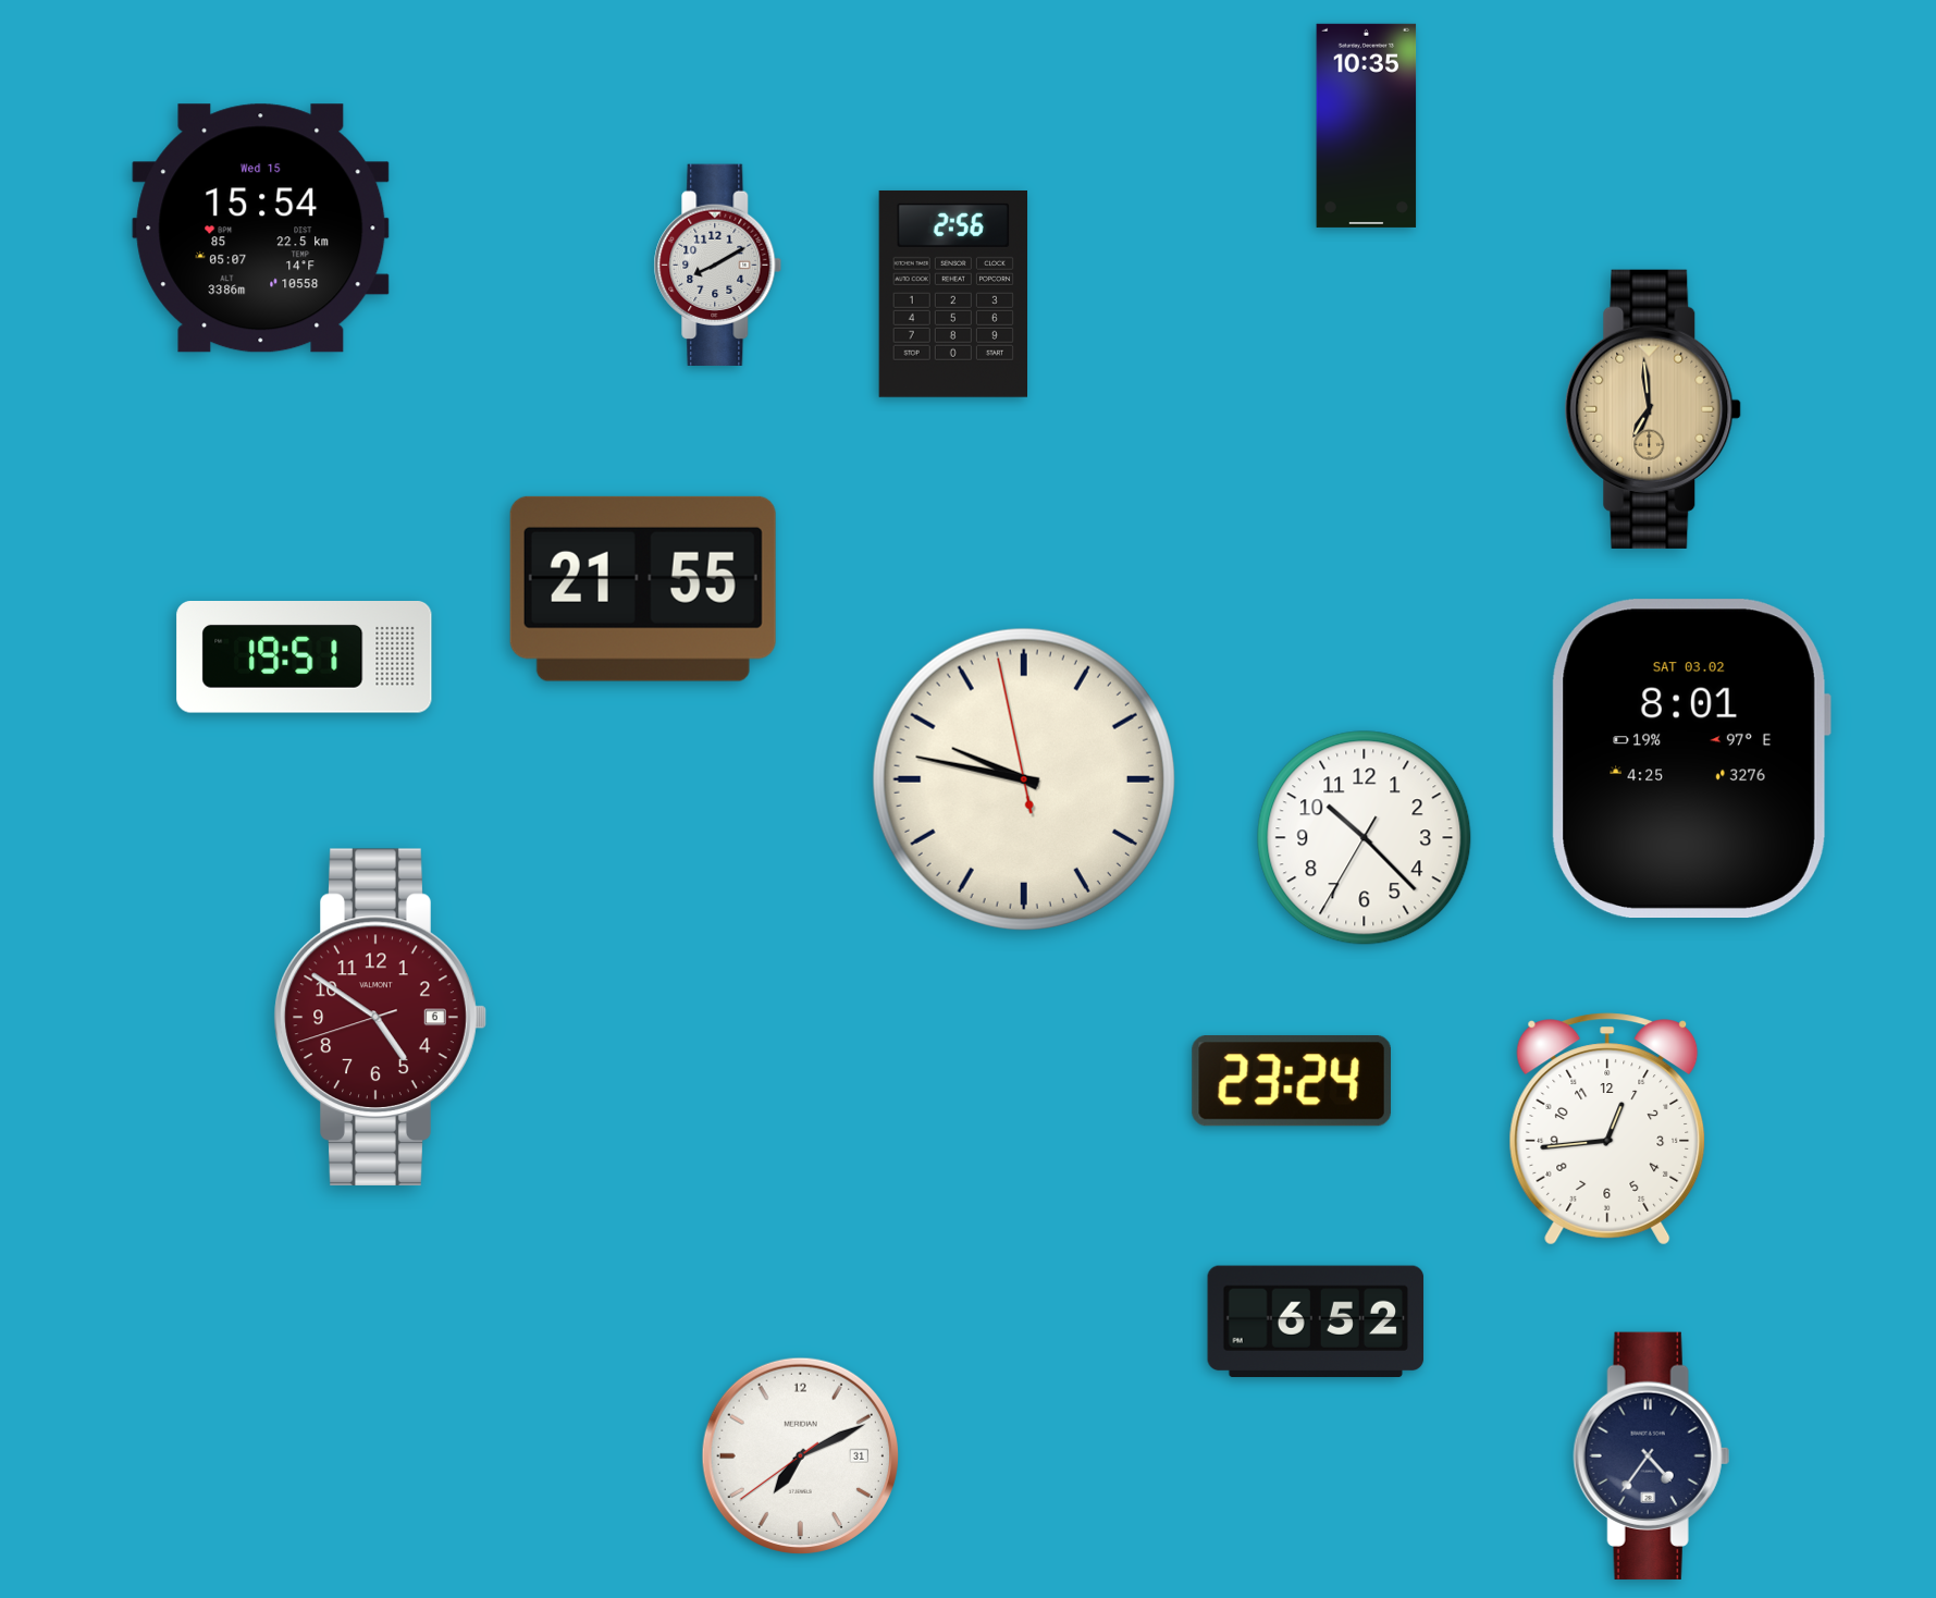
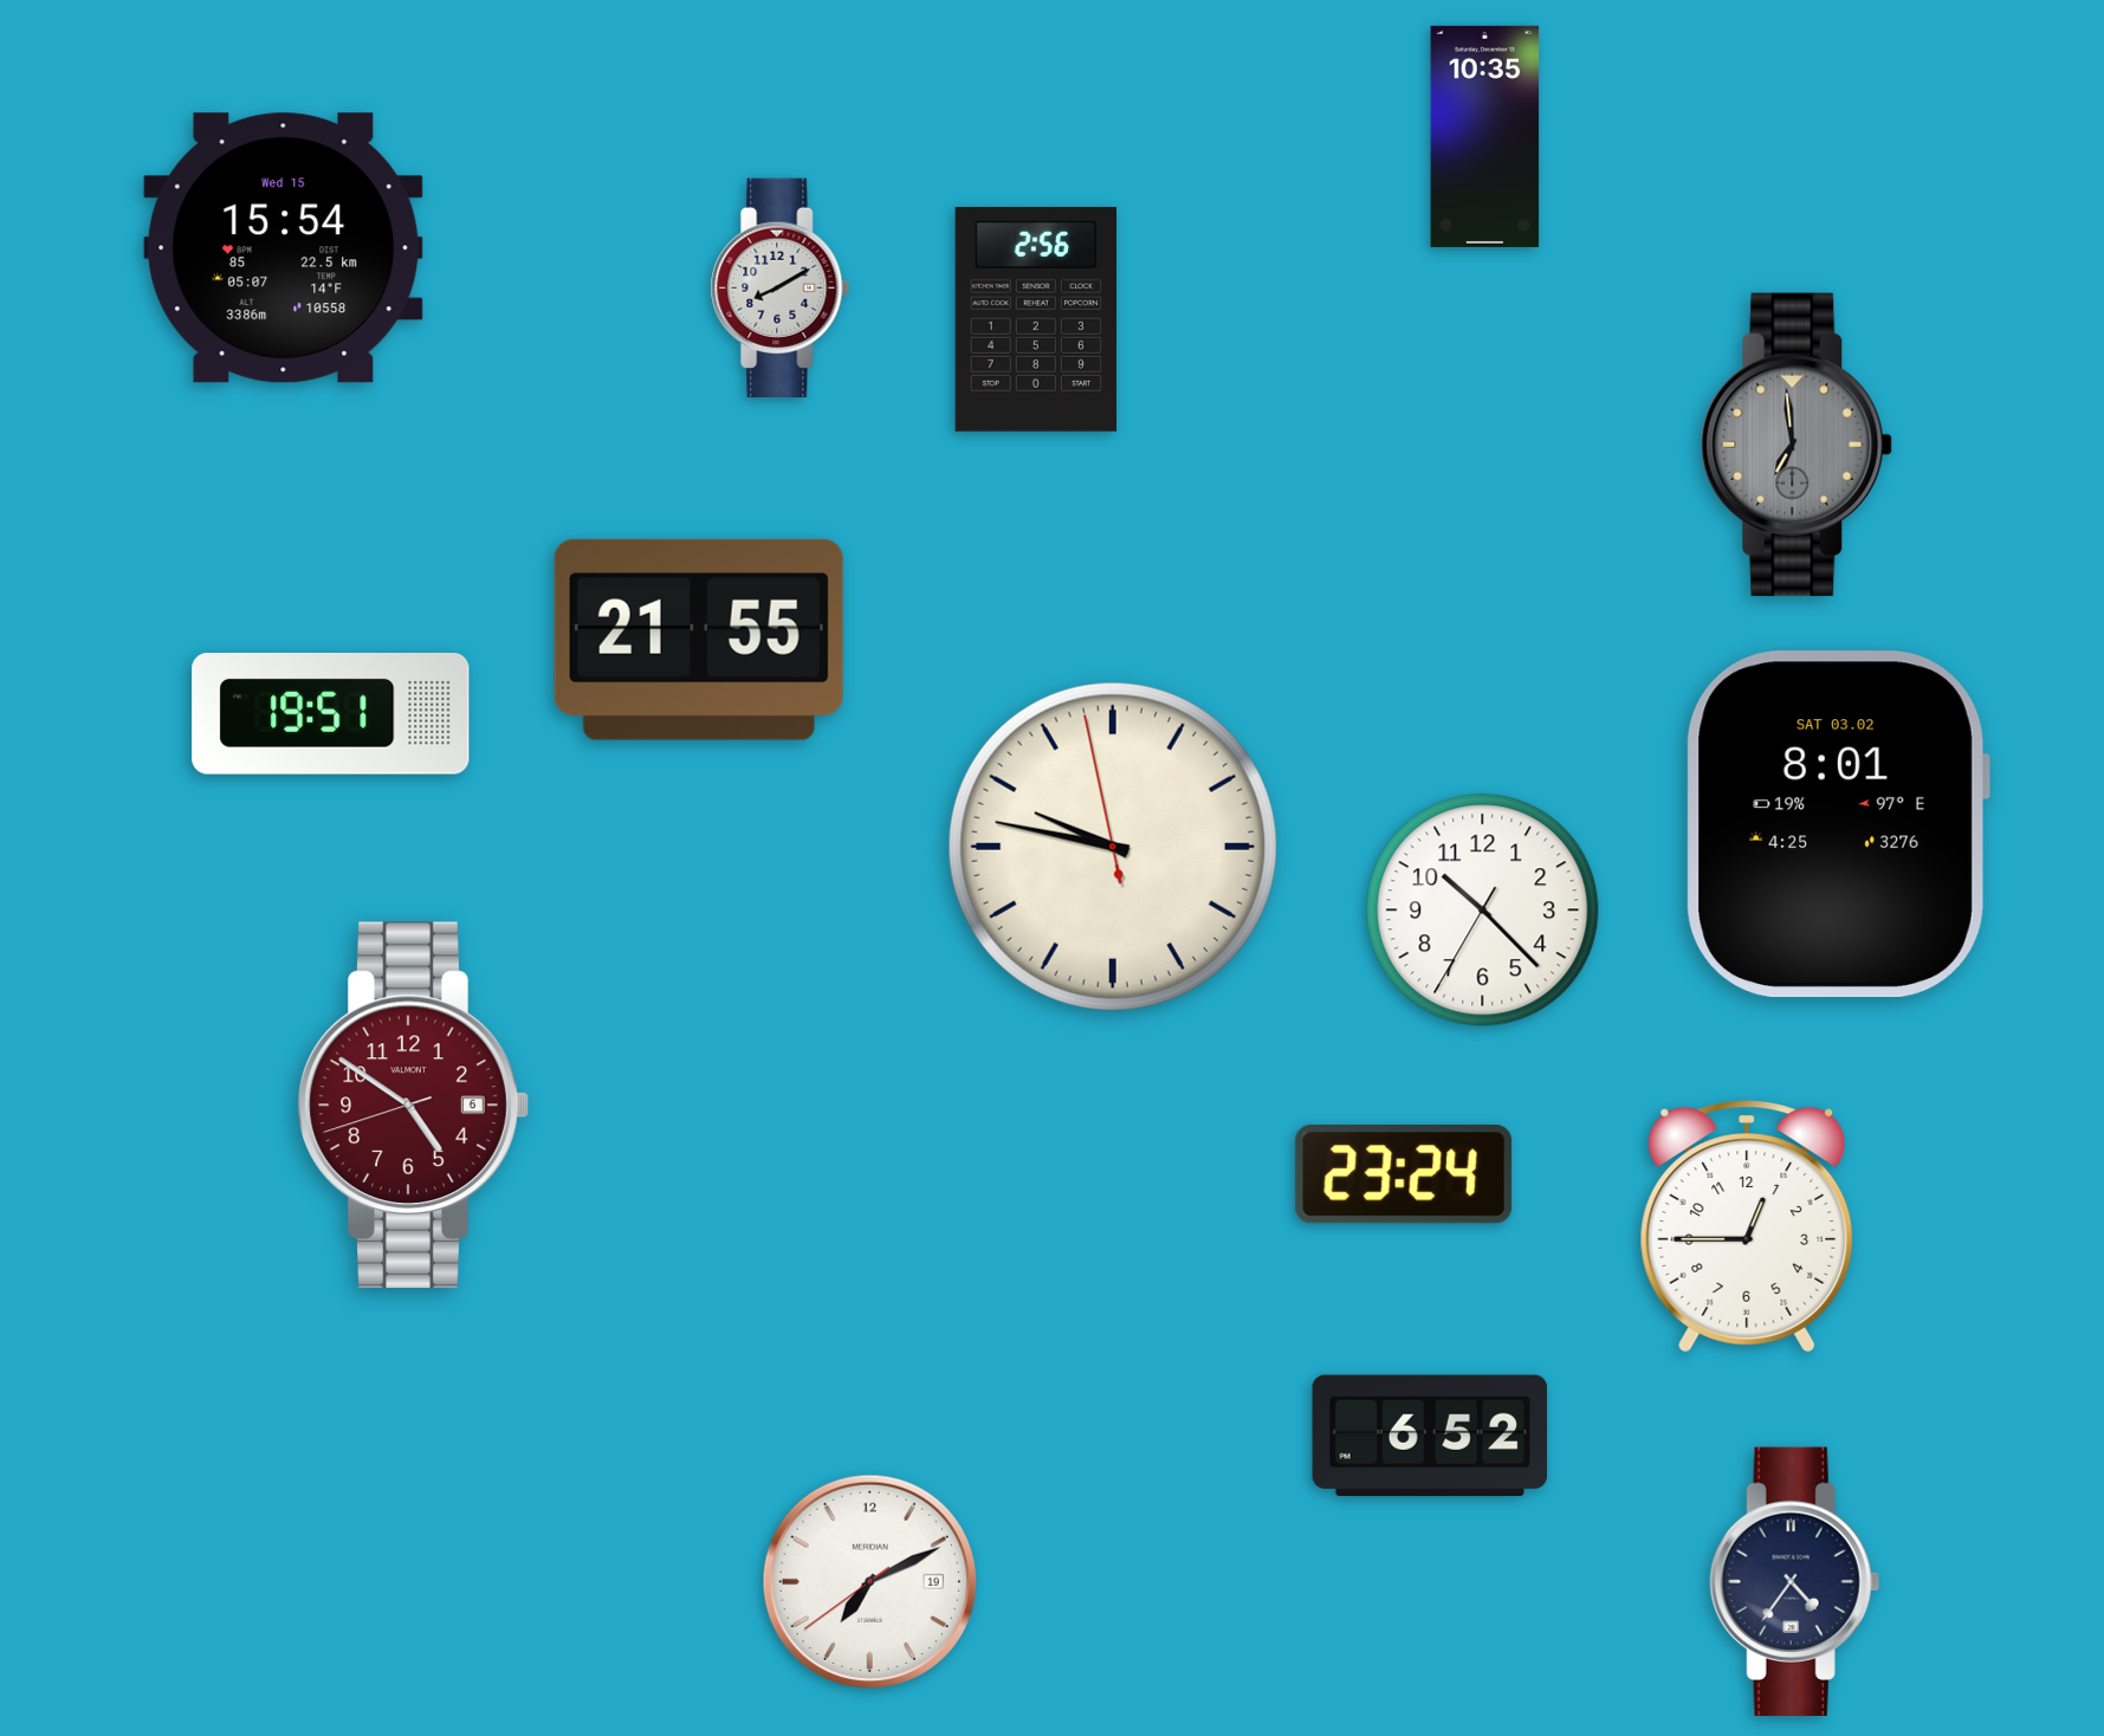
clock at (1653, 409) dial: champagne -> grey
clock at (1607, 1129): 12:44 -> 12:45
clock at (800, 1455) date: 31 -> 19
